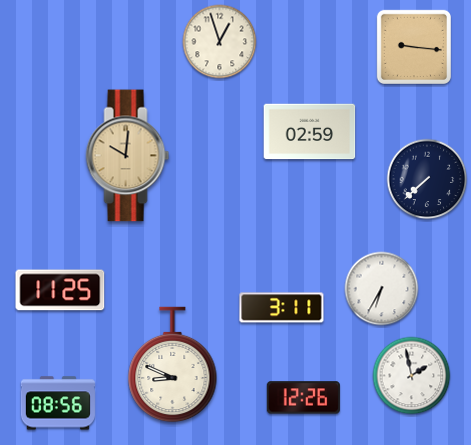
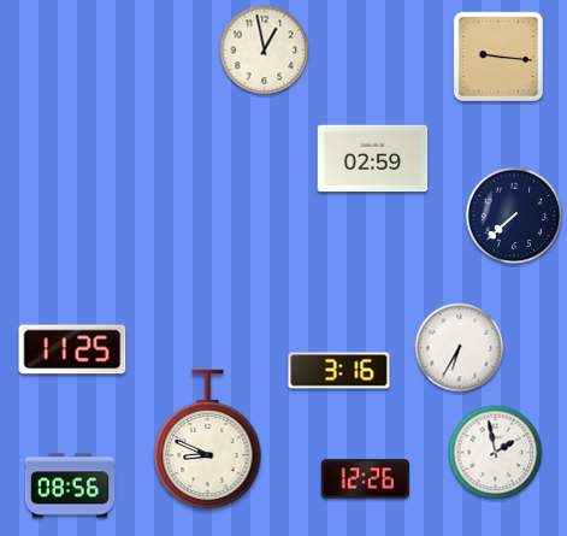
clock at (220, 42): 12:57 -> 12:58
clock at (128, 156): 10:01 -> none
clock at (282, 308): 3:11 -> 3:16
